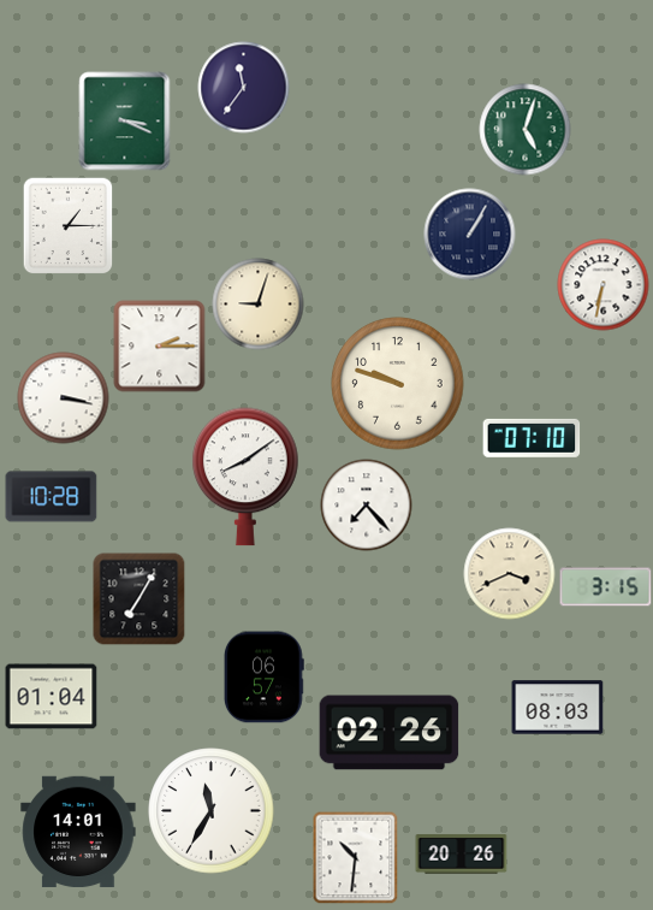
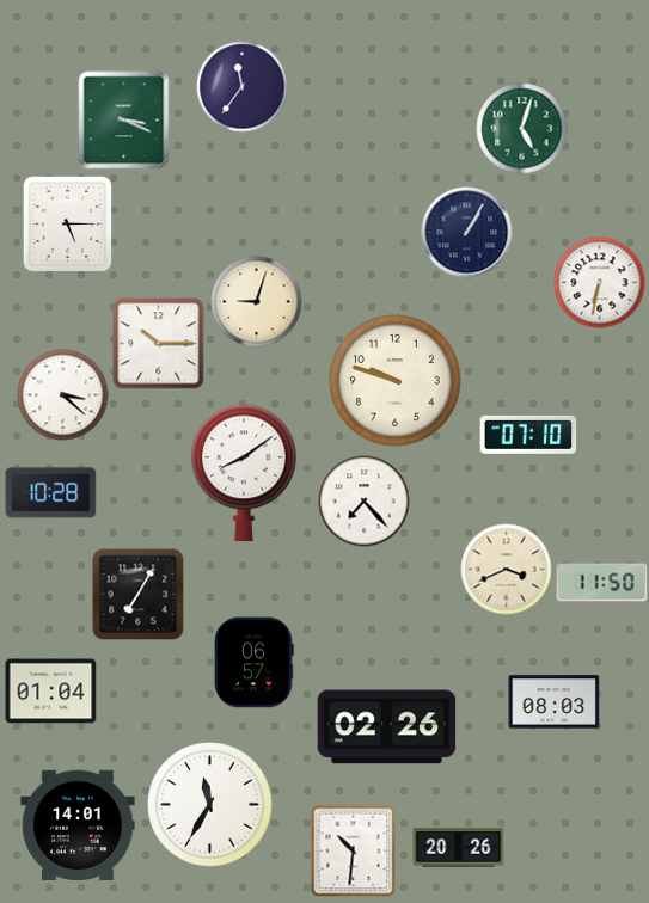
clock at (69, 225): 1:15 -> 5:15
clock at (160, 347): 2:15 -> 10:15
clock at (64, 398): 3:17 -> 3:22
clock at (606, 587): 3:15 -> 11:50
clock at (263, 678) position: (263, 678) -> (253, 663)
